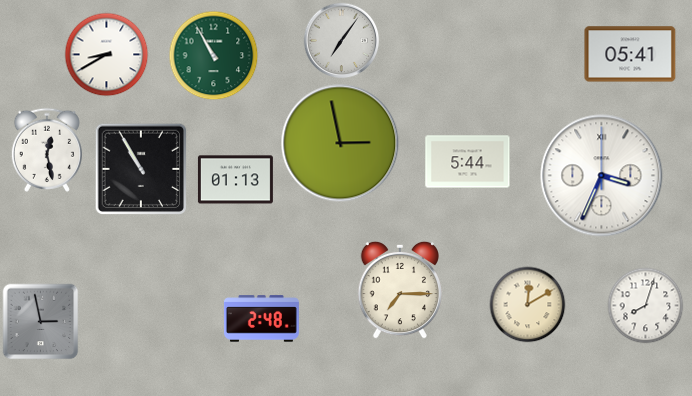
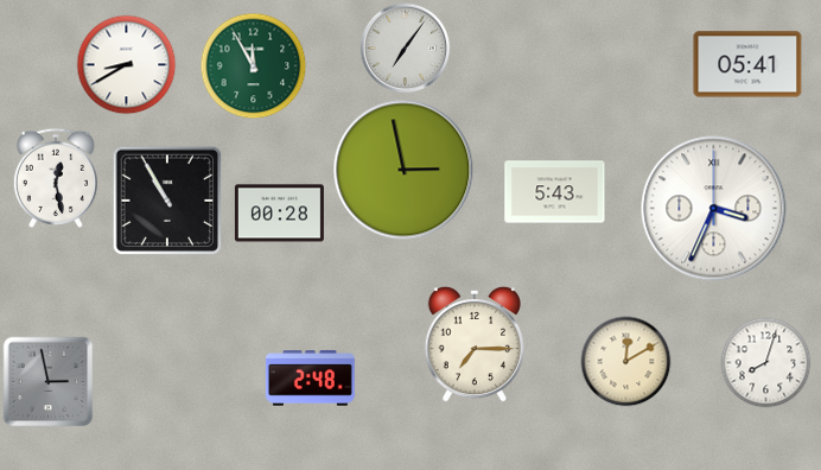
clock at (214, 56): 10:55 -> 11:55
clock at (468, 162): 5:44 -> 5:43
clock at (235, 180): 01:13 -> 00:28
